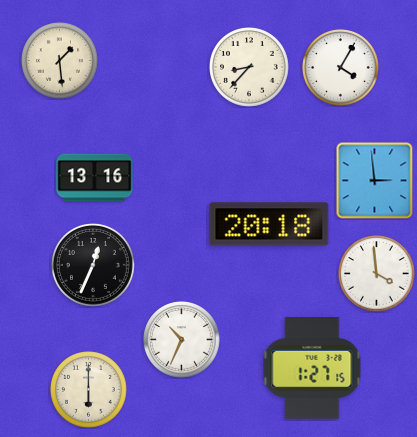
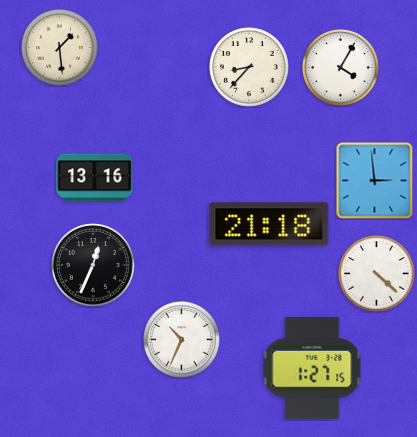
clock at (60, 61) position: (60, 61) -> (60, 48)
clock at (269, 224): 20:18 -> 21:18
clock at (377, 274): 3:59 -> 4:22
clock at (89, 390): 6:00 -> none
